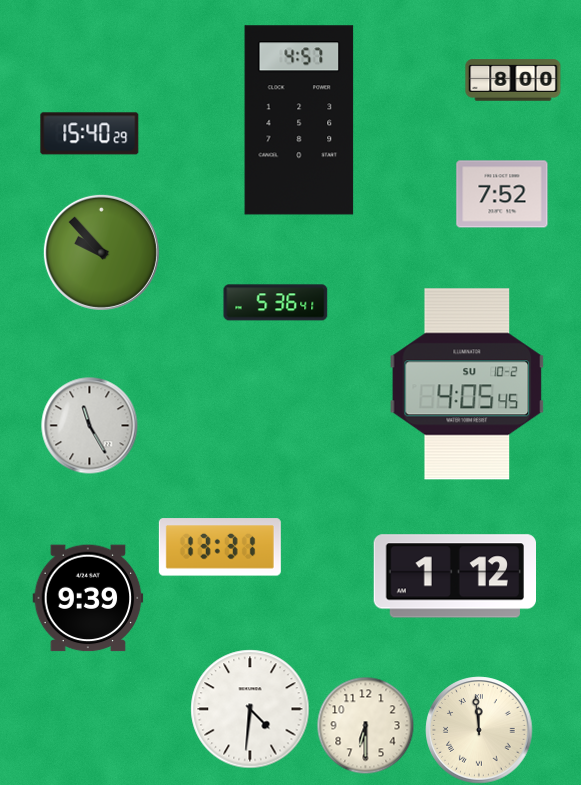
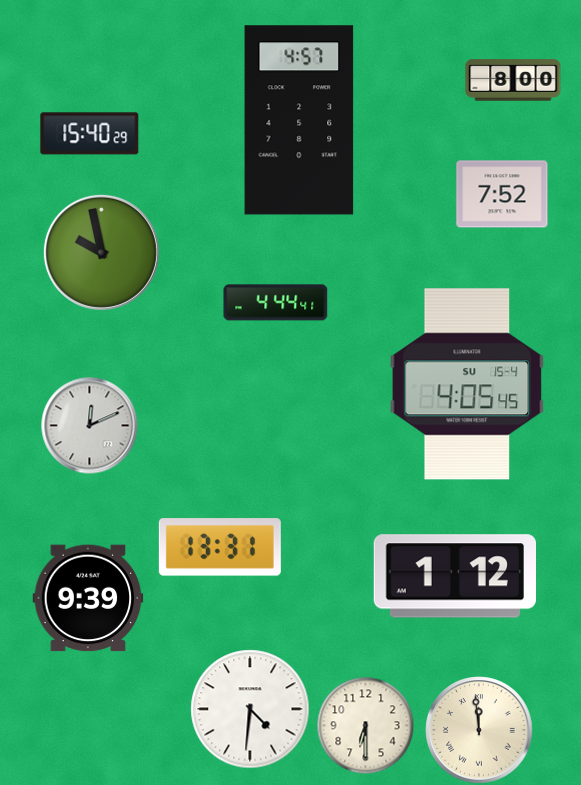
clock at (101, 252): 9:53 -> 9:58
clock at (276, 303): 5:36 -> 4:44
clock at (467, 384) date: SU 10-2 -> SU 15-4
clock at (90, 426): 11:25 -> 12:11
